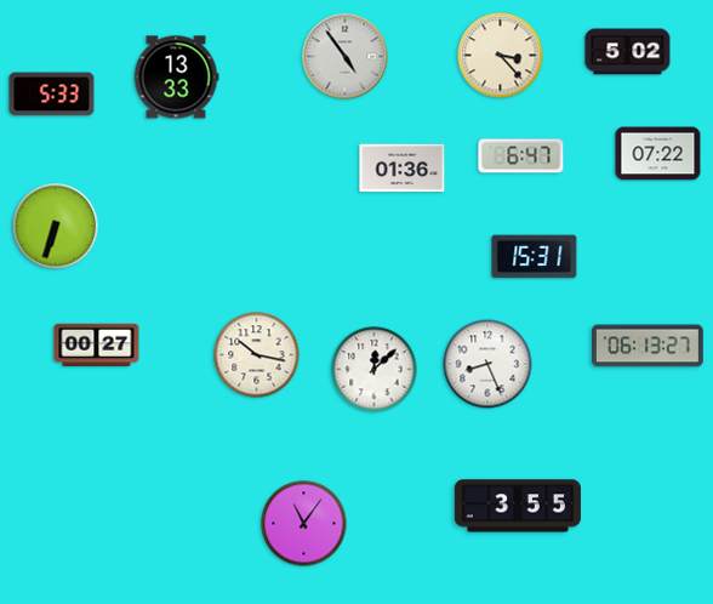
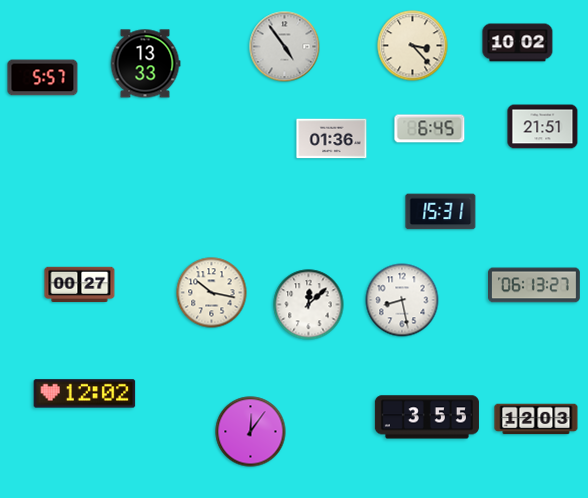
clock at (628, 52): 5:02 -> 10:02
clock at (52, 95): 5:33 -> 5:57
clock at (658, 154): 07:22 -> 21:51
clock at (521, 156): 6:47 -> 6:45
clock at (56, 227): 6:33 -> none
clock at (487, 364): 8:26 -> 8:28
clock at (85, 394): none -> 12:02
clock at (536, 419): none -> 12:03
clock at (304, 524): 11:06 -> 12:06
